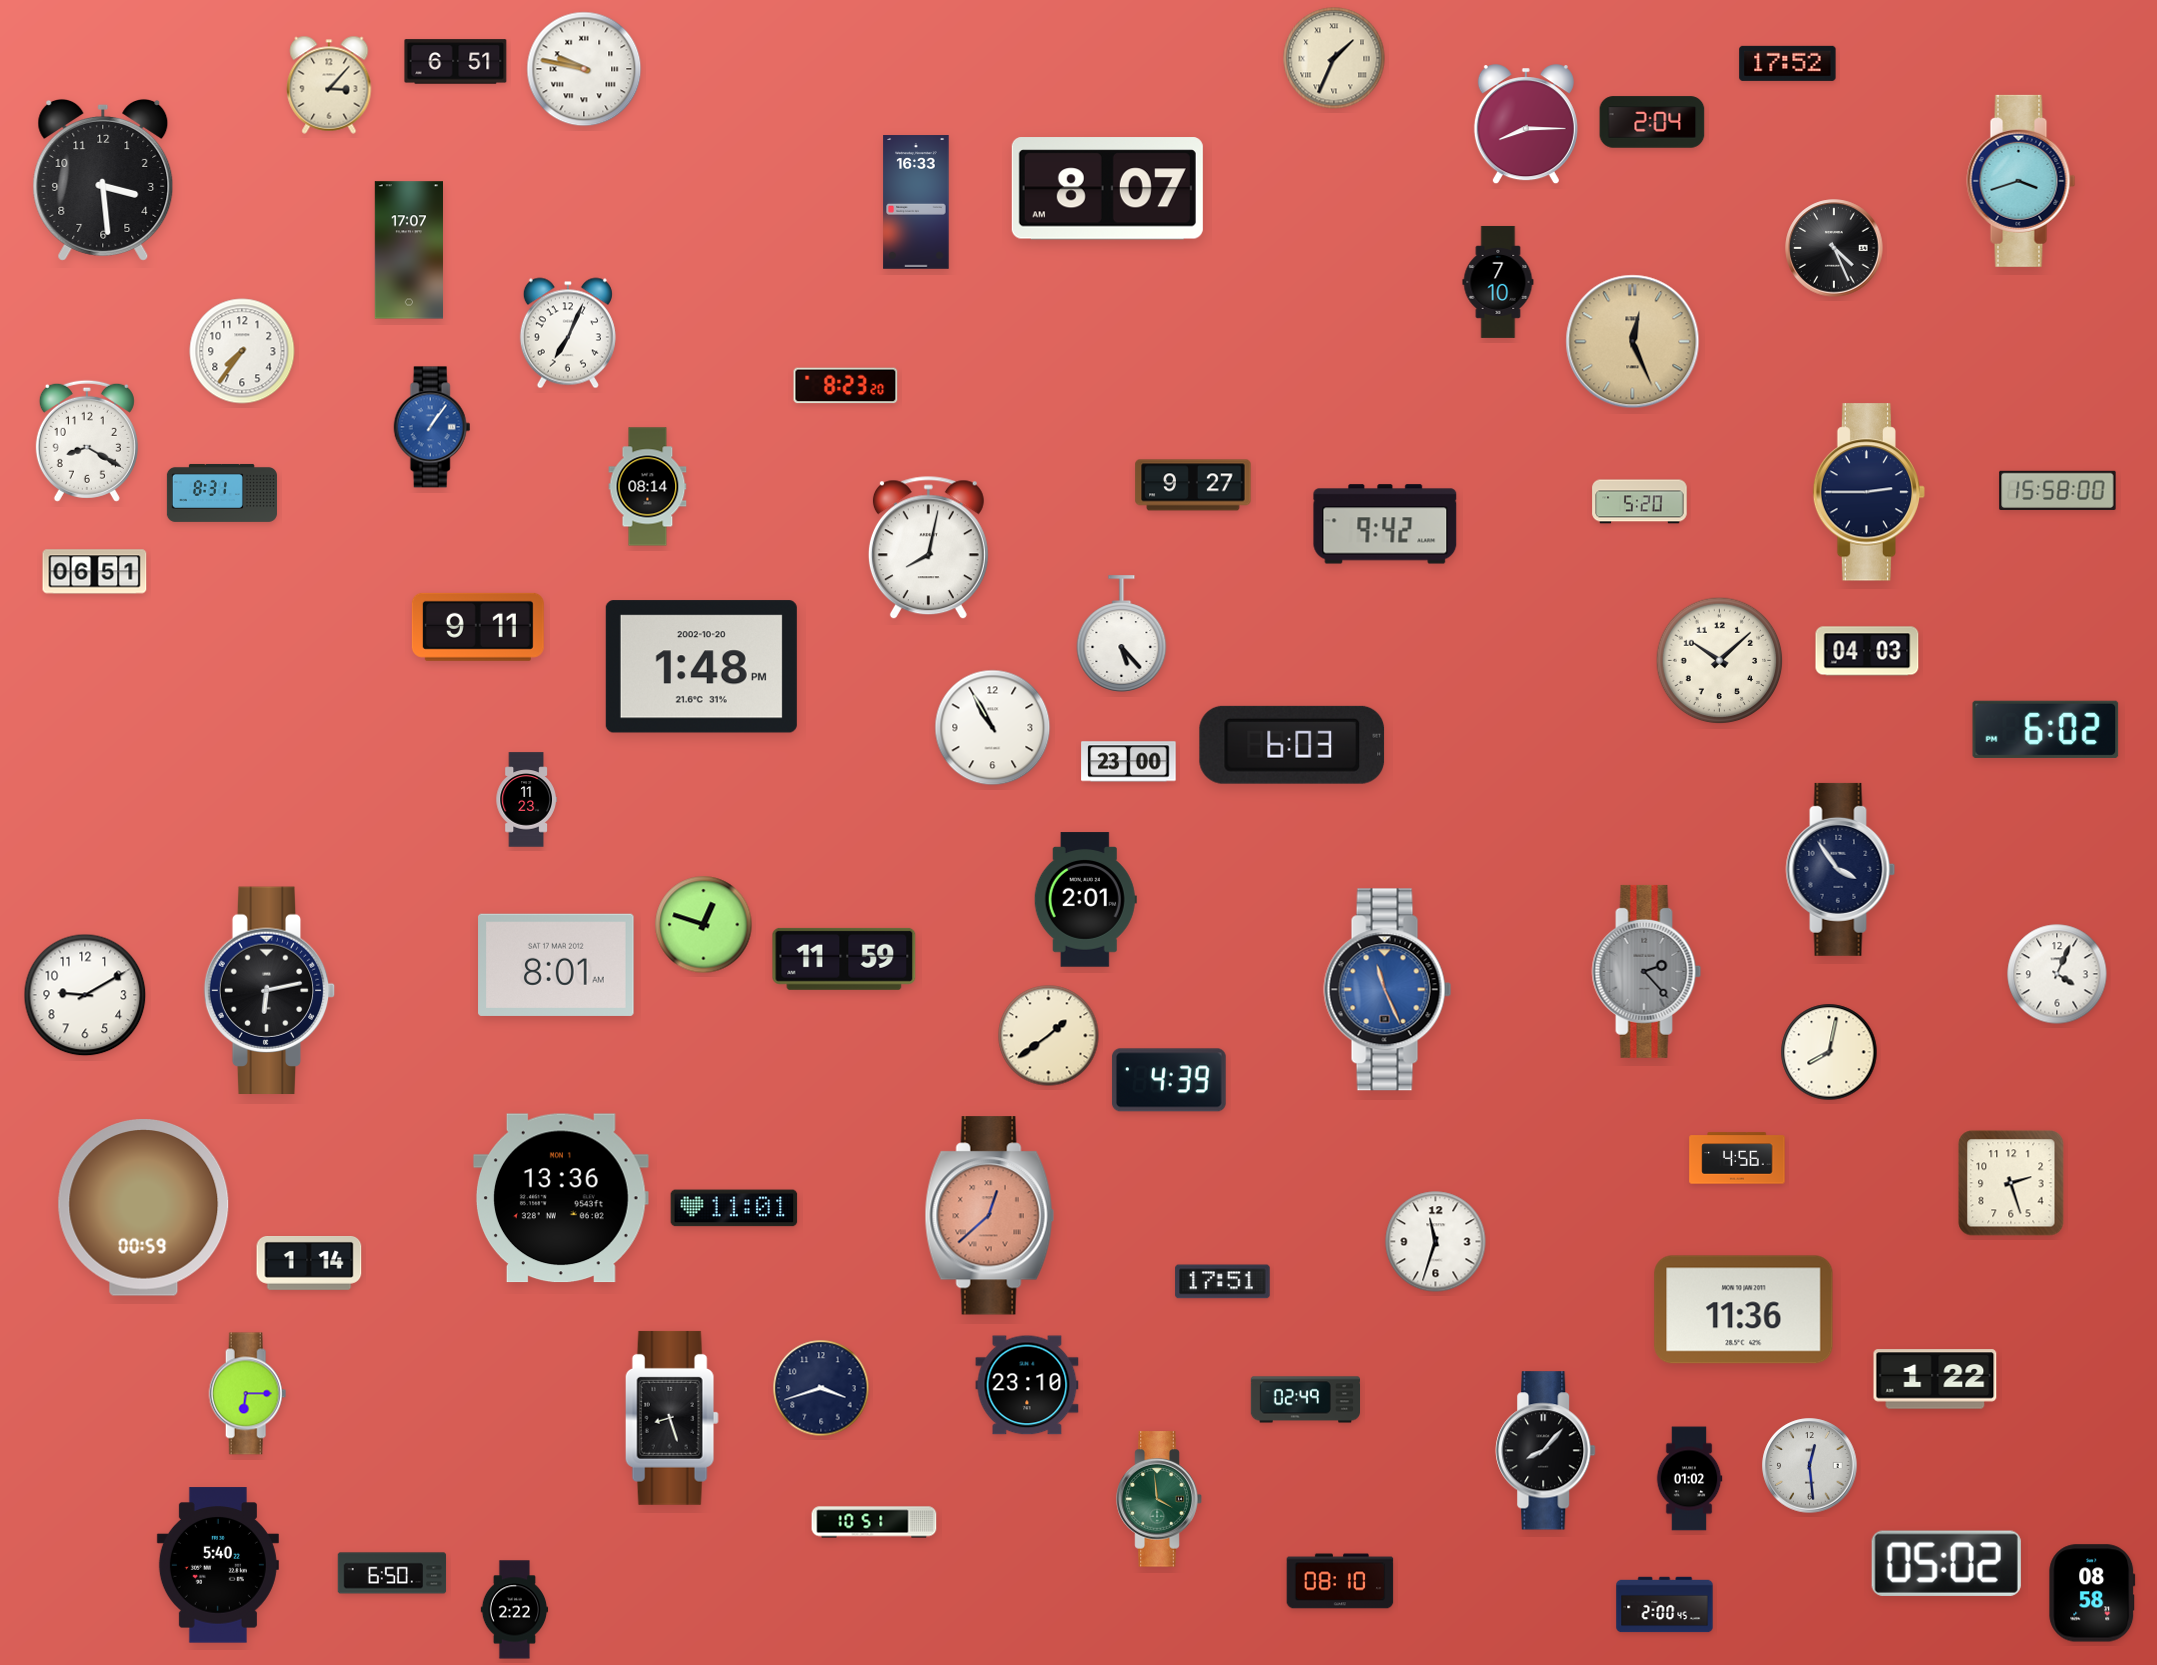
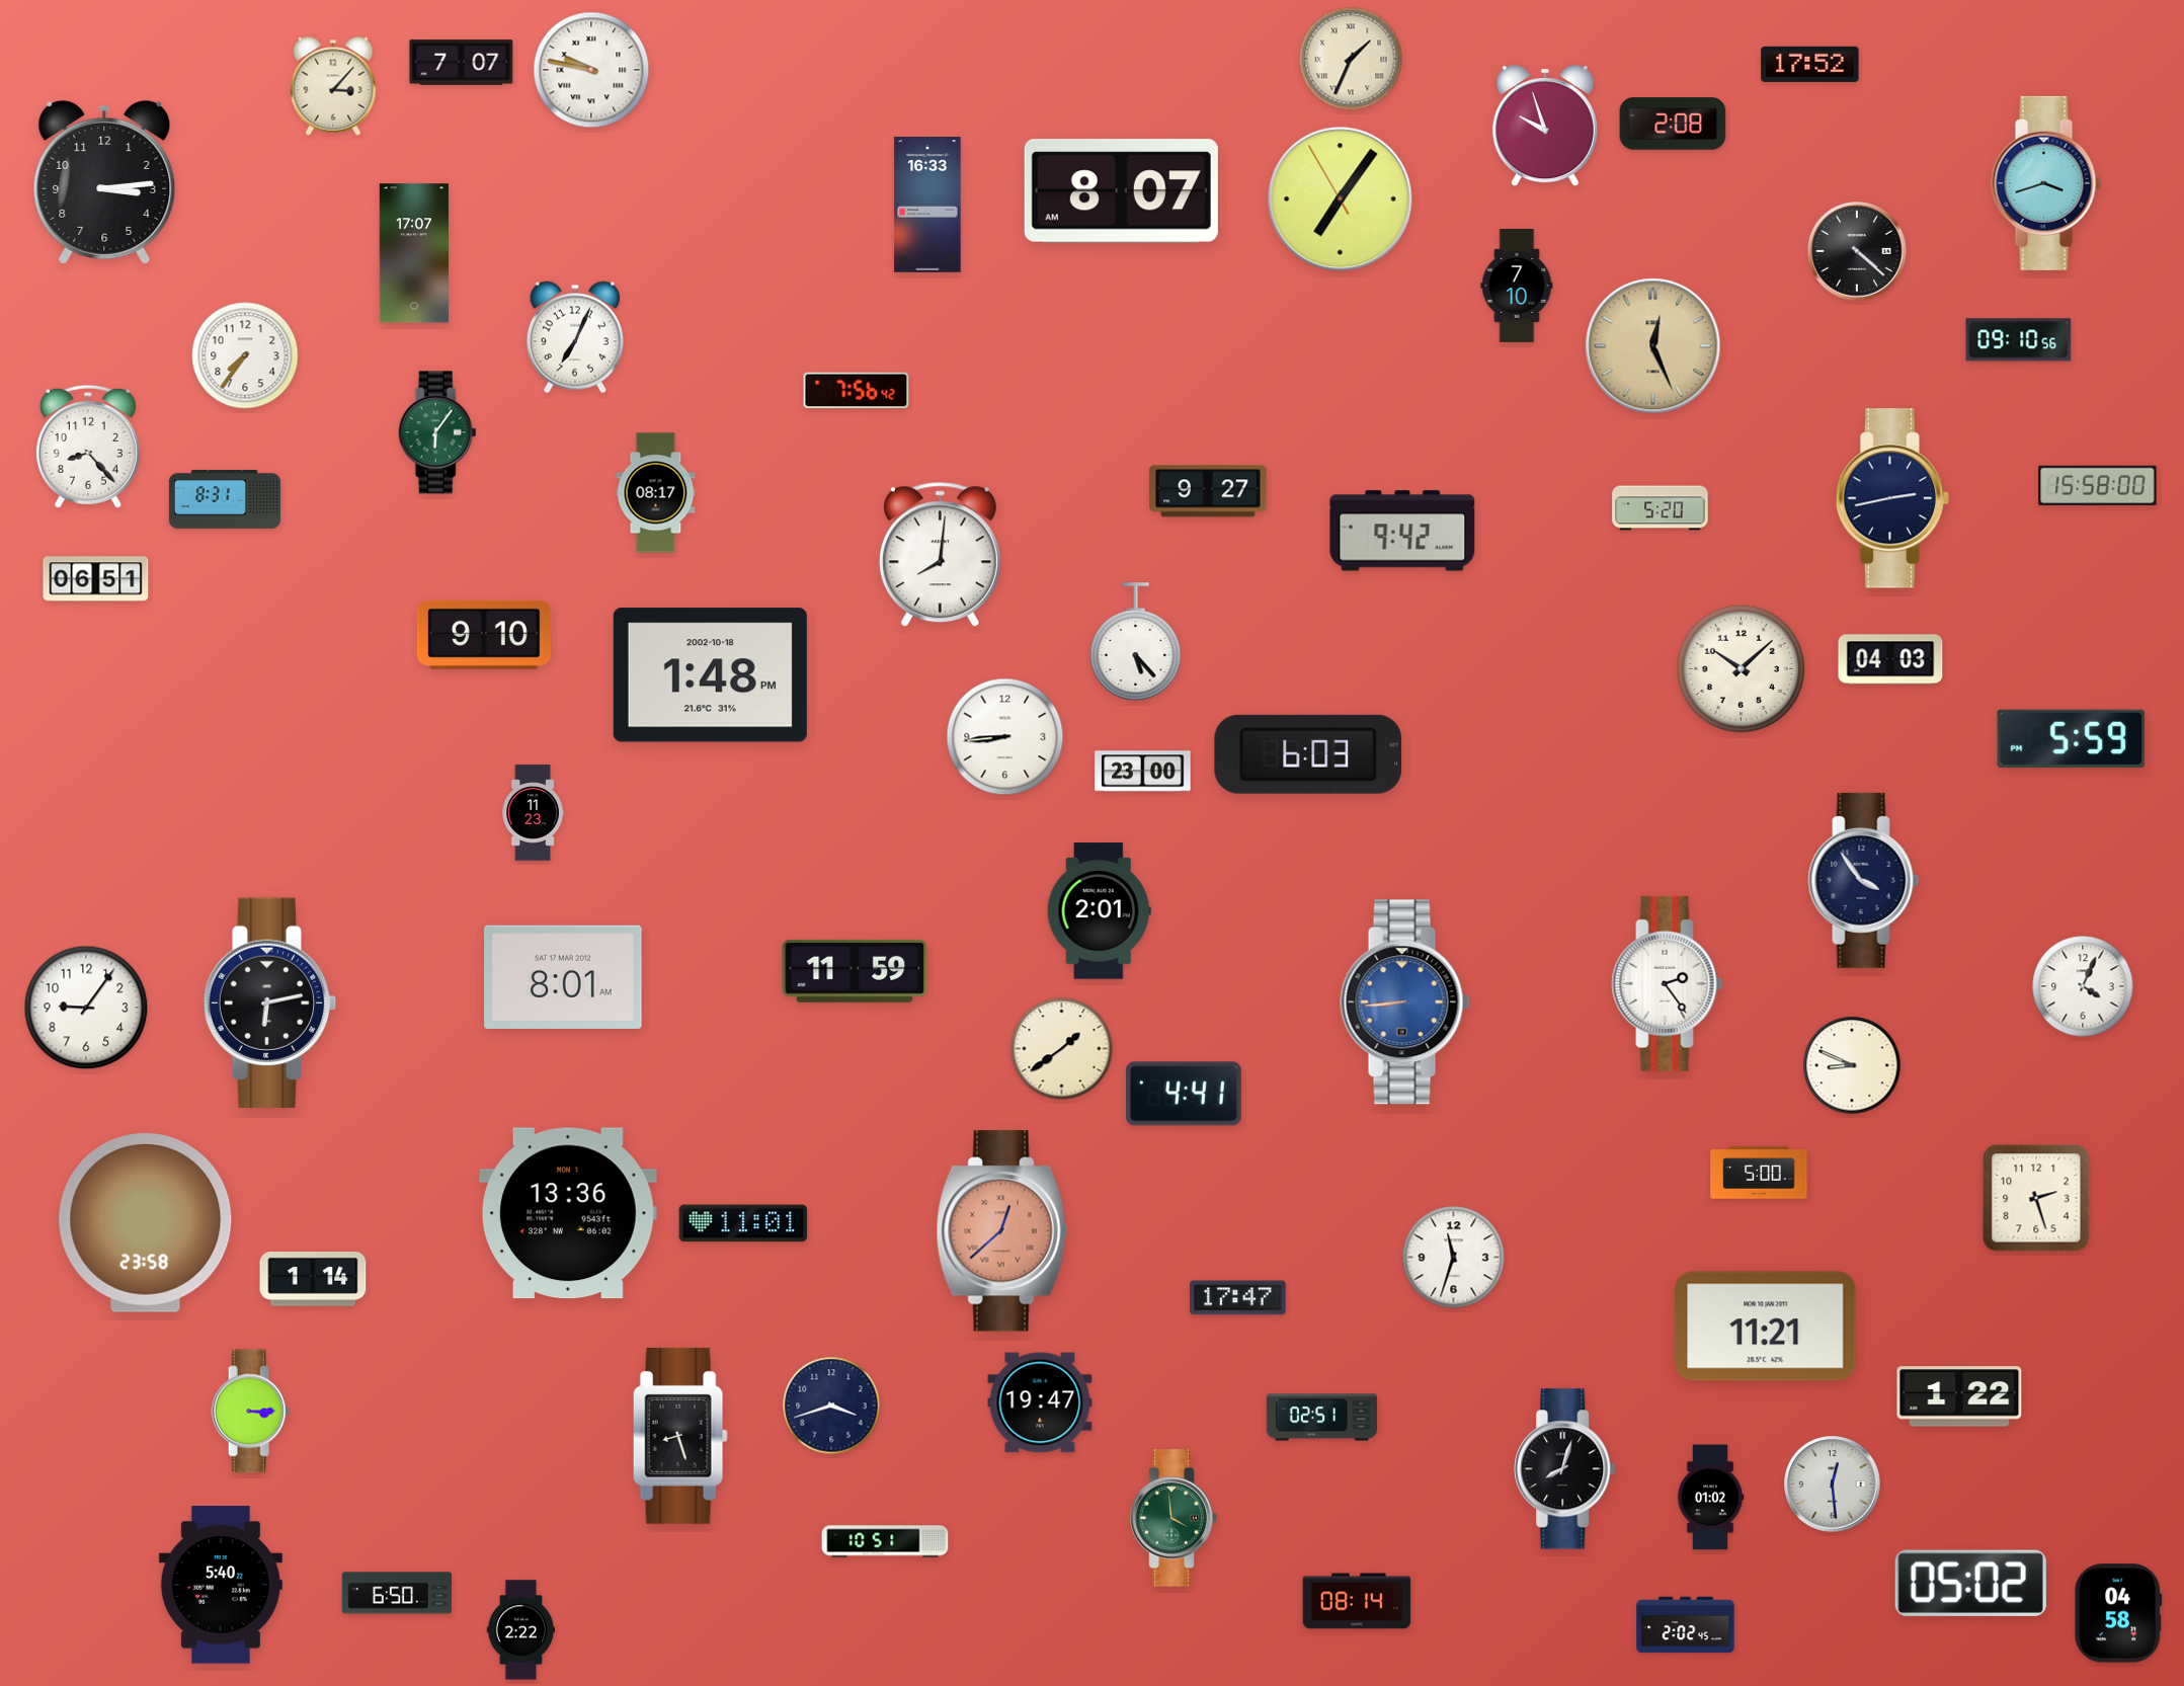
clock at (456, 62): 6:51 -> 7:07
clock at (1652, 122): 2:04 -> 2:08
clock at (1526, 125): 8:15 -> 9:57
clock at (103, 180): 3:29 -> 3:14
clock at (1341, 199): none -> 7:05
clock at (1834, 248): 4:26 -> 4:22
clock at (2019, 340): none -> 09:10
clock at (846, 386): 8:23 -> 7:56
clock at (432, 427): 1:06 -> 6:06
clock at (432, 427) dial: blue -> green
clock at (87, 441): 8:20 -> 8:23
clock at (648, 487): 08:14 -> 08:17
clock at (2058, 490) position: (2058, 490) -> (2098, 485)
clock at (1869, 492): 2:45 -> 2:43
clock at (928, 548): 8:02 -> 8:01
clock at (478, 627): 9:11 -> 9:10
clock at (701, 667) date: 2002-10-20 -> 2002-10-18
clock at (993, 728): 10:55 -> 8:44
clock at (2046, 729): 6:02 -> 5:59
clock at (526, 800) position: (526, 800) -> (533, 813)
clock at (704, 925): 12:48 -> none
clock at (1647, 971): 2:23 -> 2:24
clock at (1647, 971) dial: grey -> white
clock at (1388, 990): 11:26 -> 8:44
clock at (270, 991) position: (270, 991) -> (270, 1003)
clock at (85, 995): 9:10 -> 9:06
clock at (1829, 1052): 8:02 -> 8:49
clock at (1169, 1080): 4:39 -> 4:41
clock at (1737, 1158): 4:56 -> 5:00
clock at (144, 1208): 00:59 -> 23:58
clock at (1223, 1282): 17:51 -> 17:47
clock at (1744, 1310): 11:36 -> 11:21
clock at (1027, 1385): 23:10 -> 19:47
clock at (248, 1394): 6:15 -> 3:15
clock at (1305, 1400): 02:49 -> 02:51
clock at (1546, 1451): 8:07 -> 8:03
clock at (1340, 1581): 08:10 -> 08:14
clock at (2092, 1593): 08:58 -> 04:58
clock at (1665, 1605): 2:00 -> 2:02
